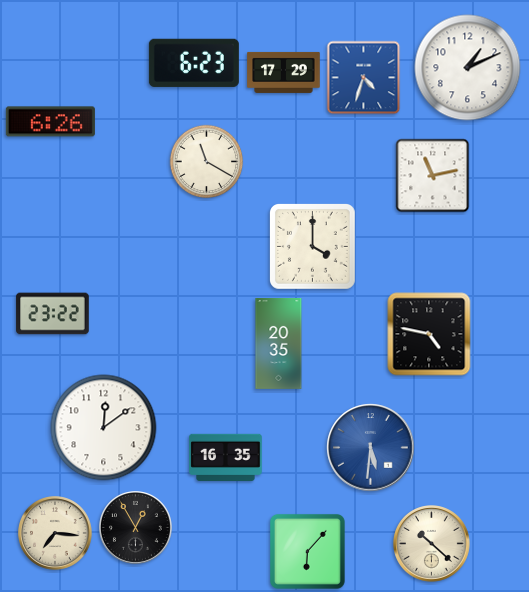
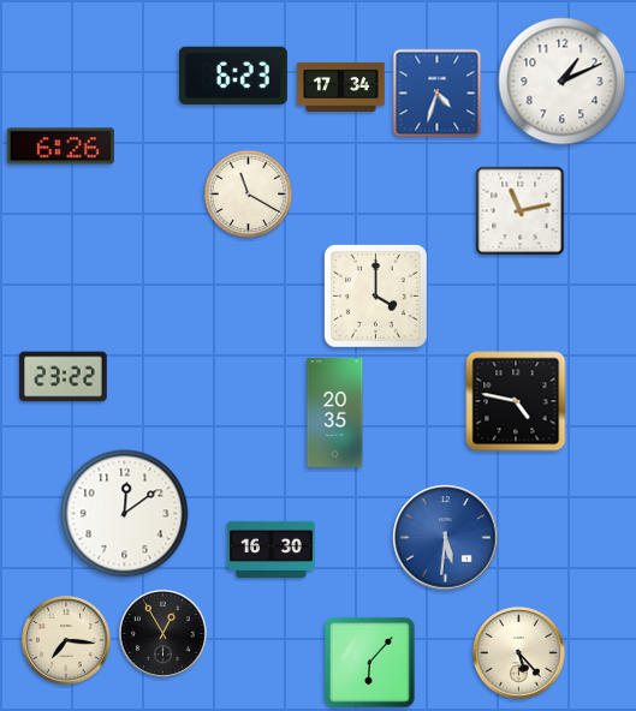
clock at (284, 72): 17:29 -> 17:34
clock at (226, 457): 16:35 -> 16:30
clock at (432, 544): 10:22 -> 5:23
